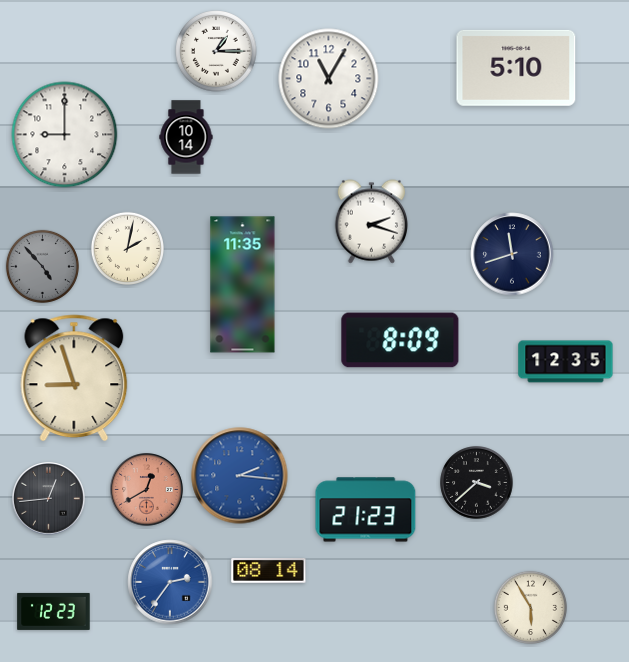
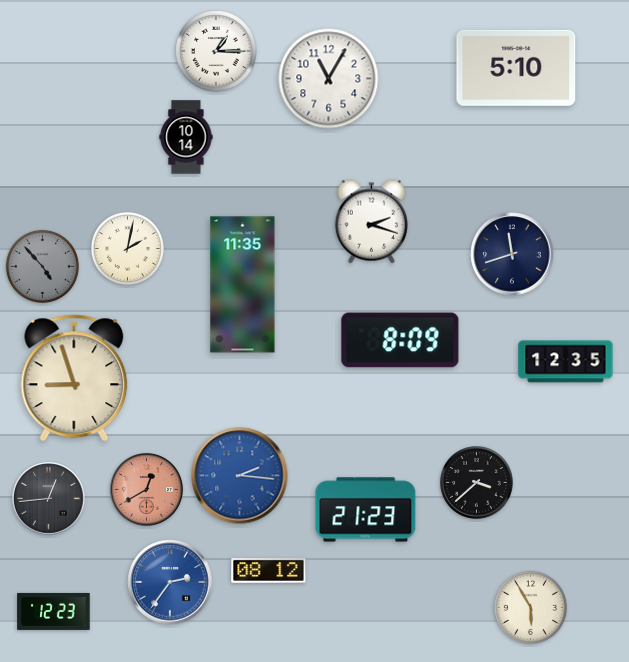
clock at (65, 135): 9:00 -> none
clock at (269, 571): 08:14 -> 08:12
